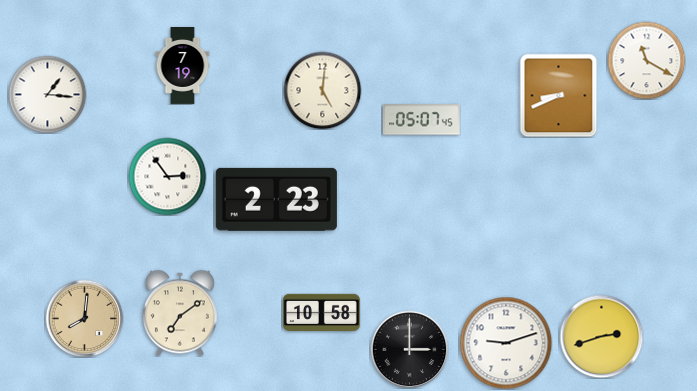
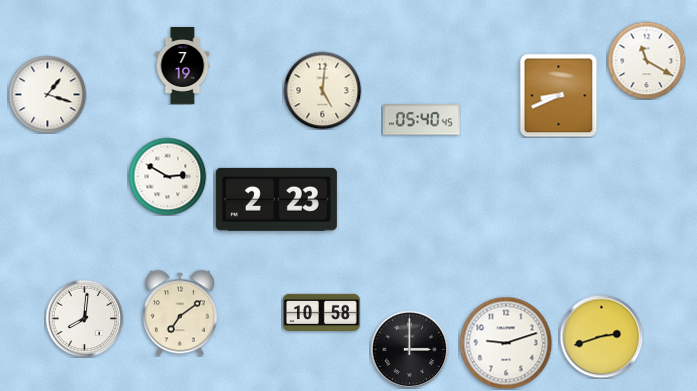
clock at (47, 94): 1:16 -> 1:18
clock at (421, 120): 05:07 -> 05:40
clock at (167, 176): 2:54 -> 2:50
clock at (84, 318) dial: champagne -> white
